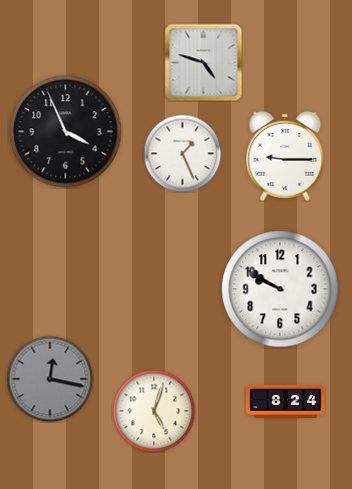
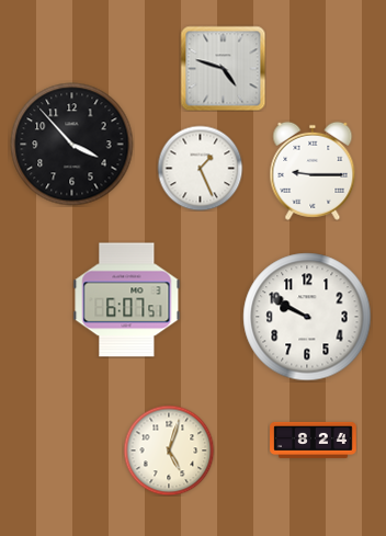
clock at (66, 132): 3:56 -> 3:53
clock at (127, 300): none -> 6:07
clock at (50, 379): 12:17 -> none
